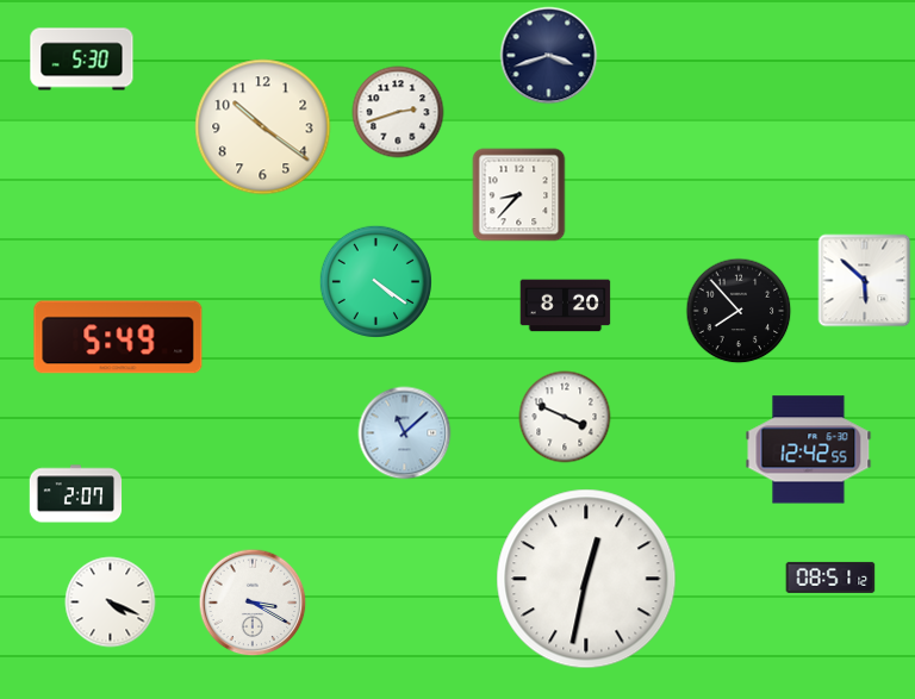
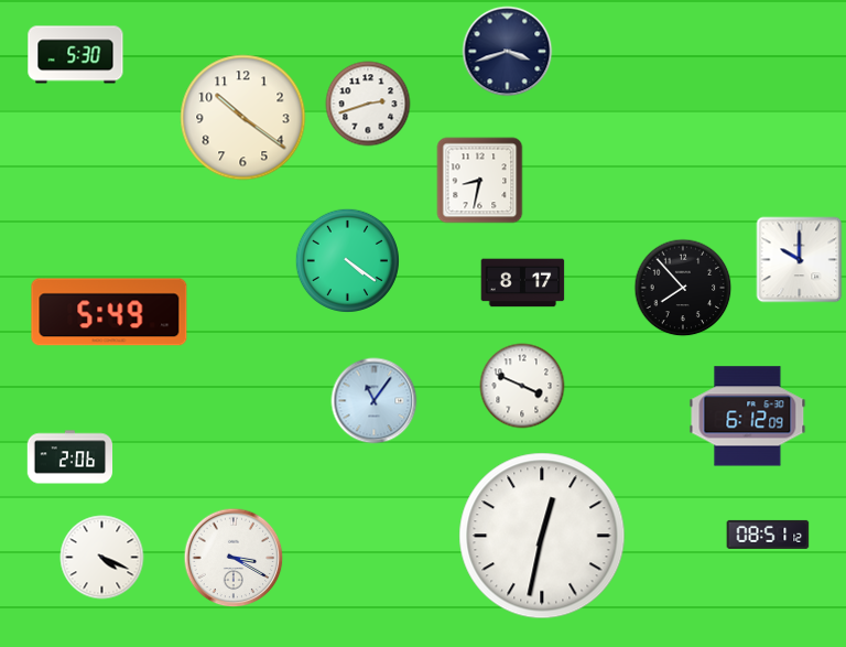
clock at (519, 195): 8:37 -> 8:32
clock at (865, 281): 5:52 -> 10:00
clock at (566, 306): 8:20 -> 8:17
clock at (405, 433): 11:08 -> 11:06
clock at (809, 450): 12:42 -> 6:12
clock at (76, 494): 2:07 -> 2:06
